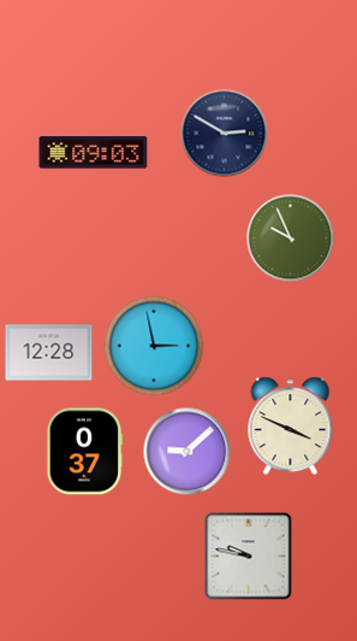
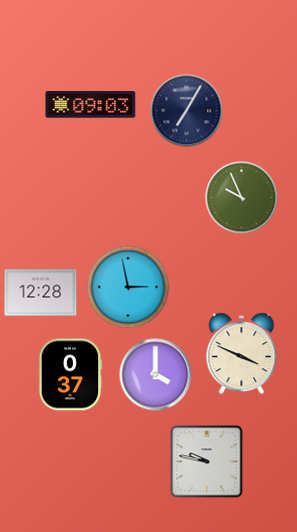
clock at (225, 134): 2:50 -> 7:05
clock at (94, 153) position: (94, 153) -> (91, 105)
clock at (188, 452): 9:08 -> 4:00
